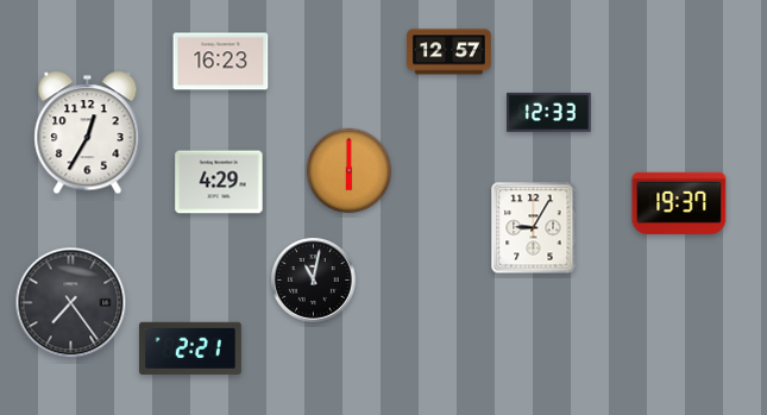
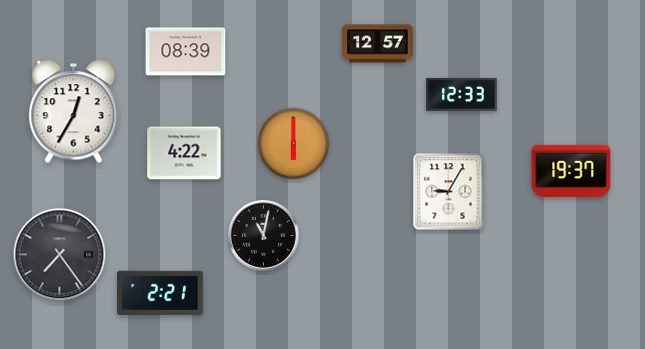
clock at (221, 62): 16:23 -> 08:39
clock at (219, 182): 4:29 -> 4:22
